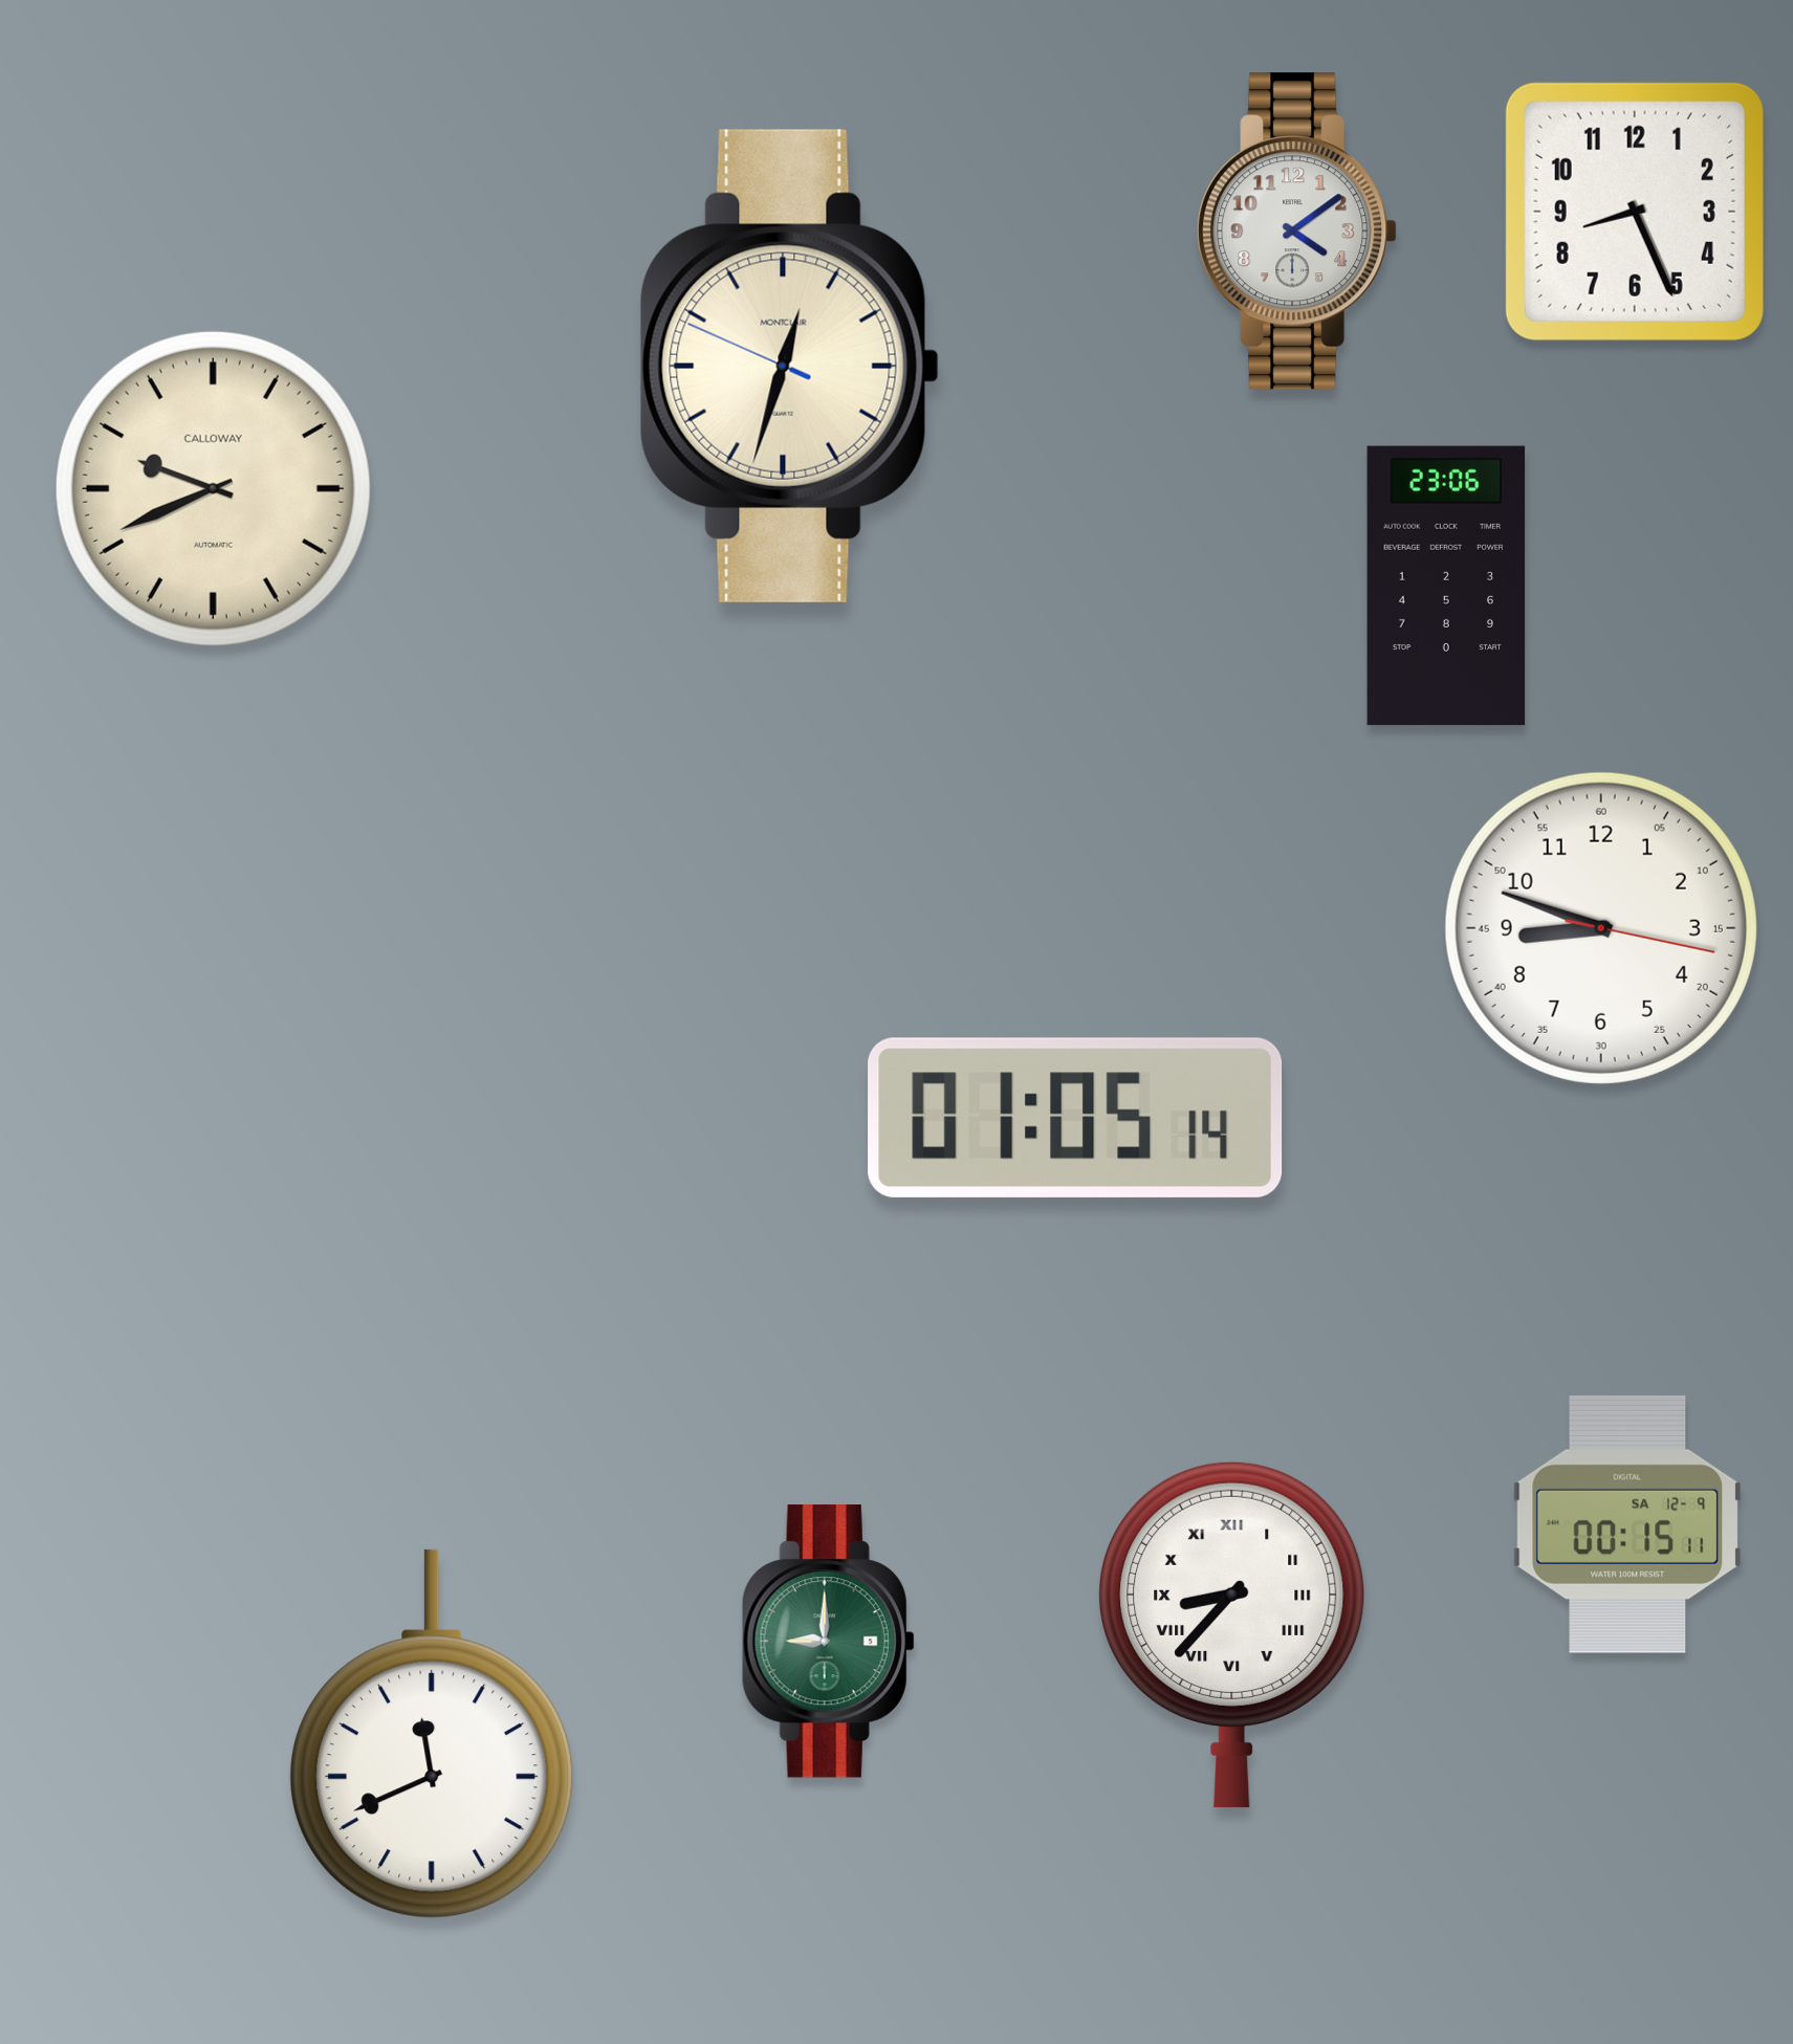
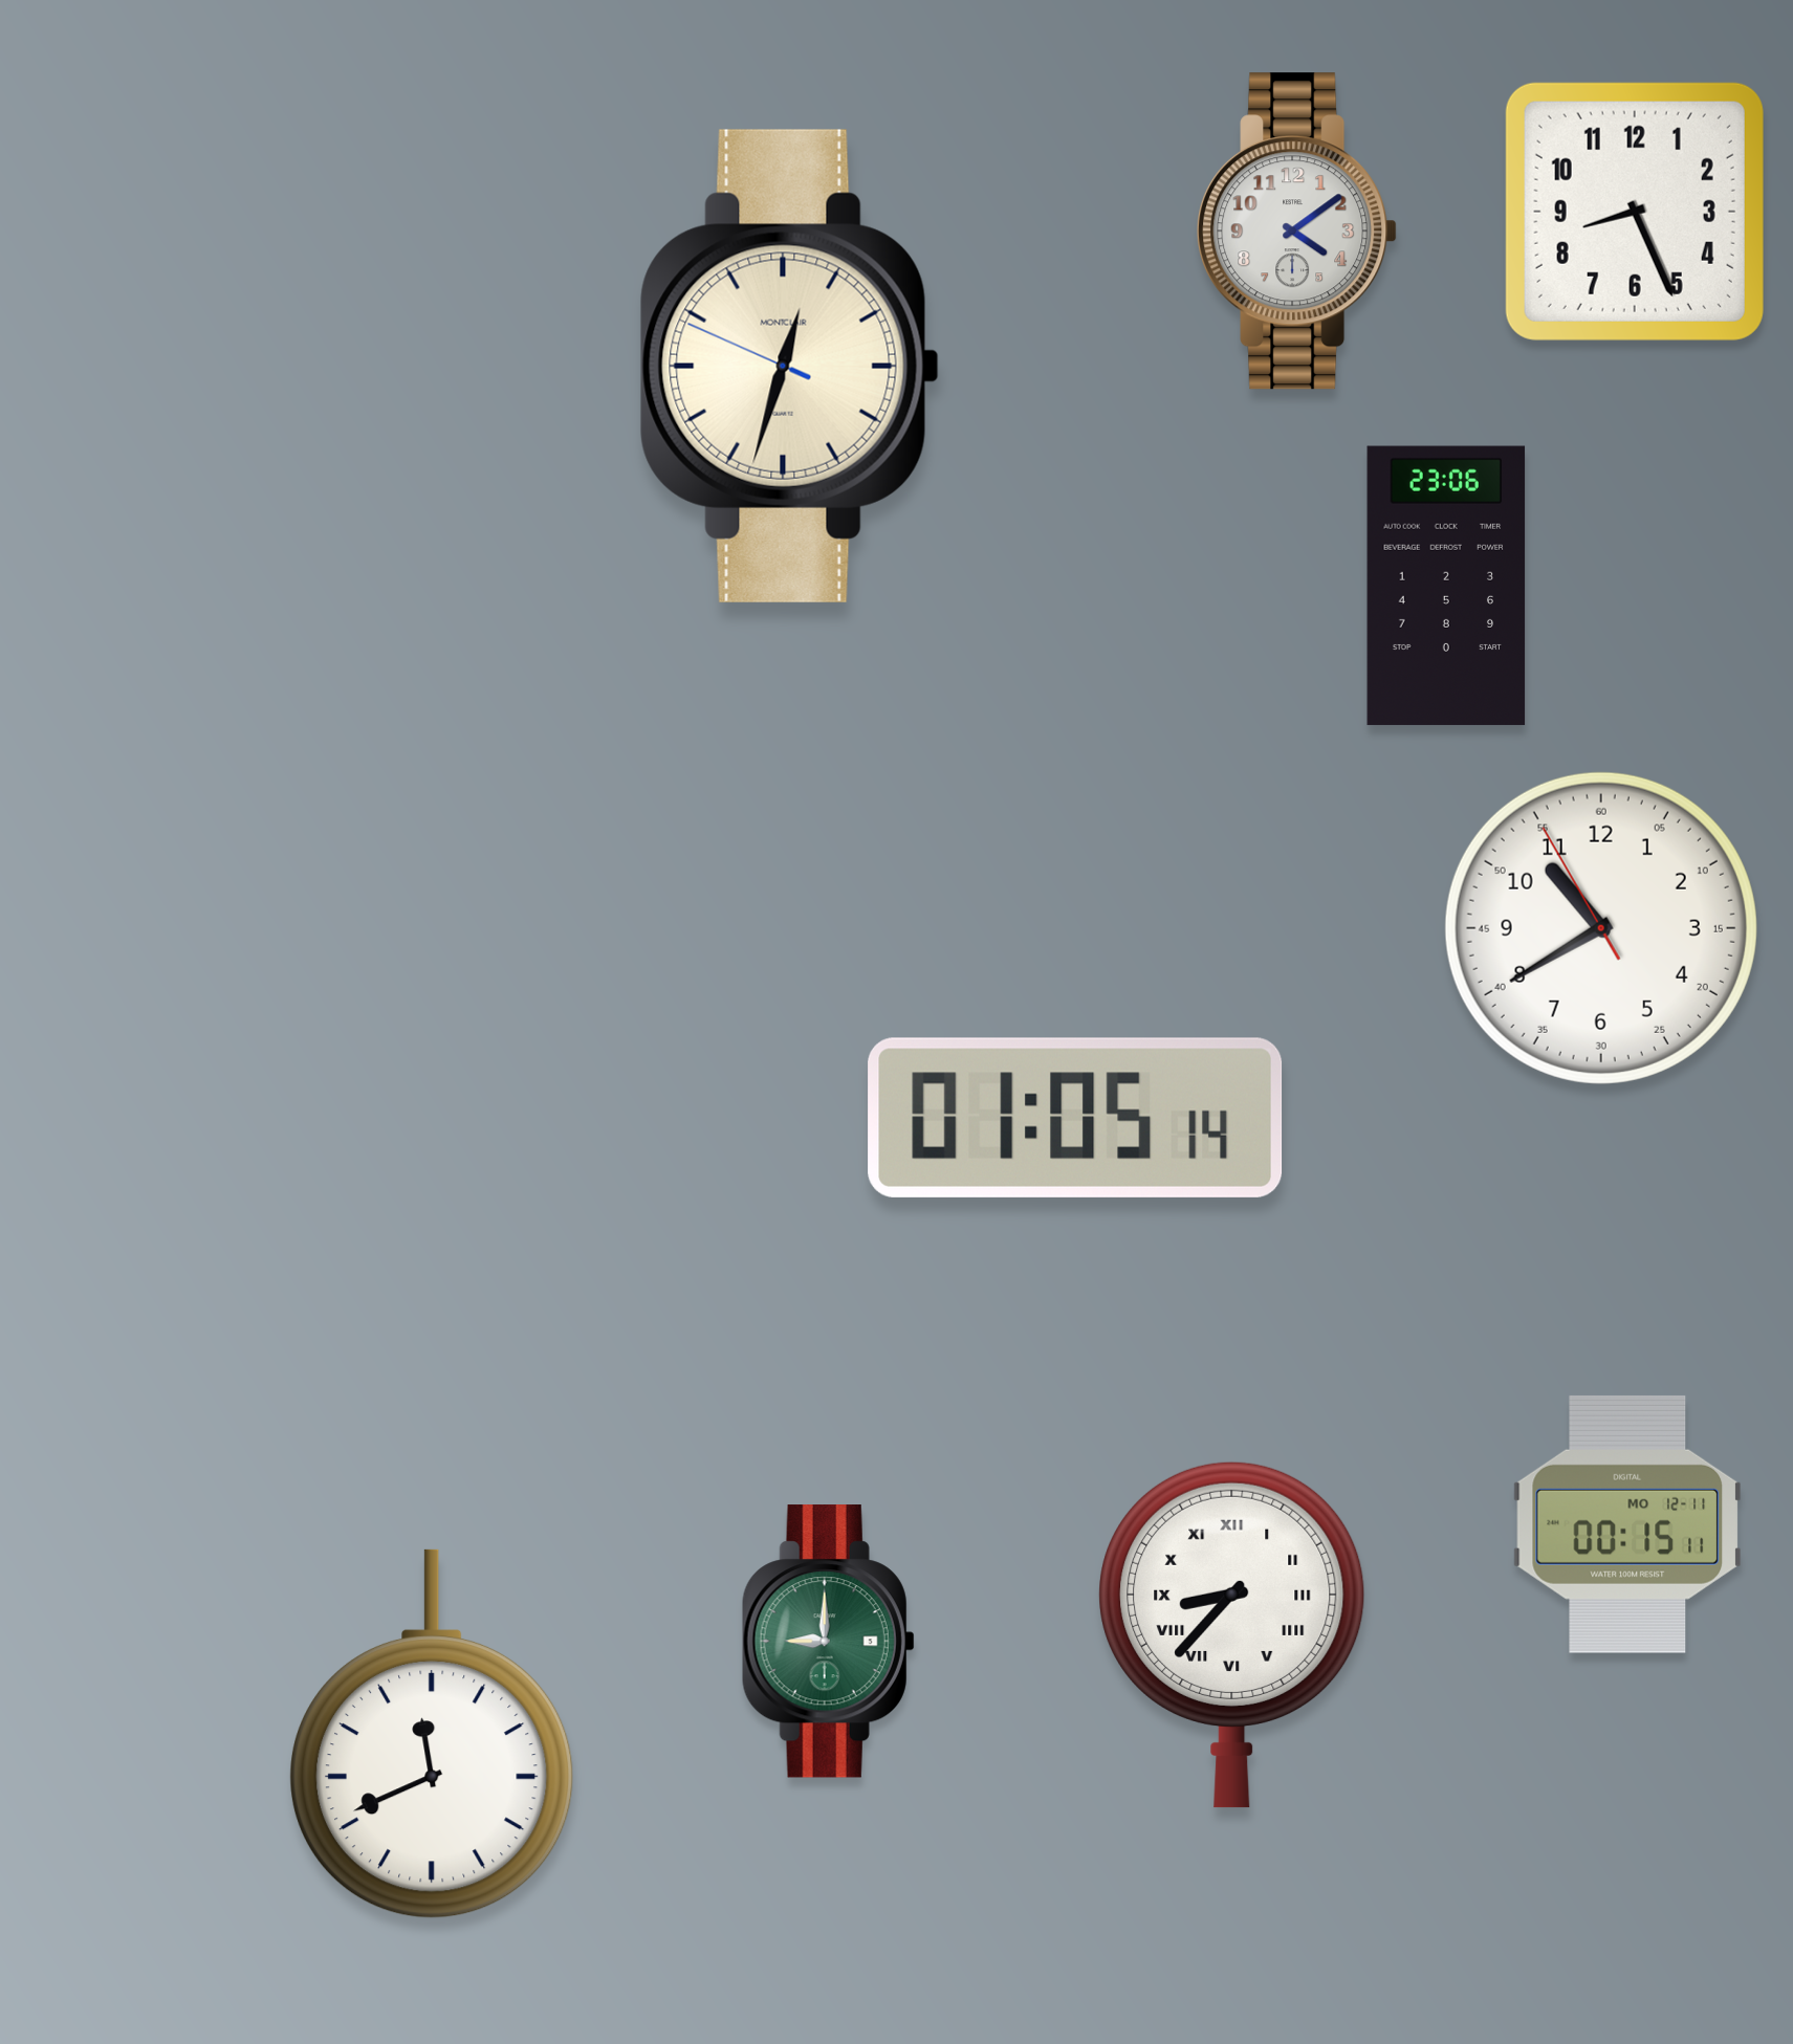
clock at (213, 488): 9:41 -> none
clock at (1601, 928): 8:48 -> 10:39
clock at (1627, 1524) date: SA 12-9 -> MO 12-11
